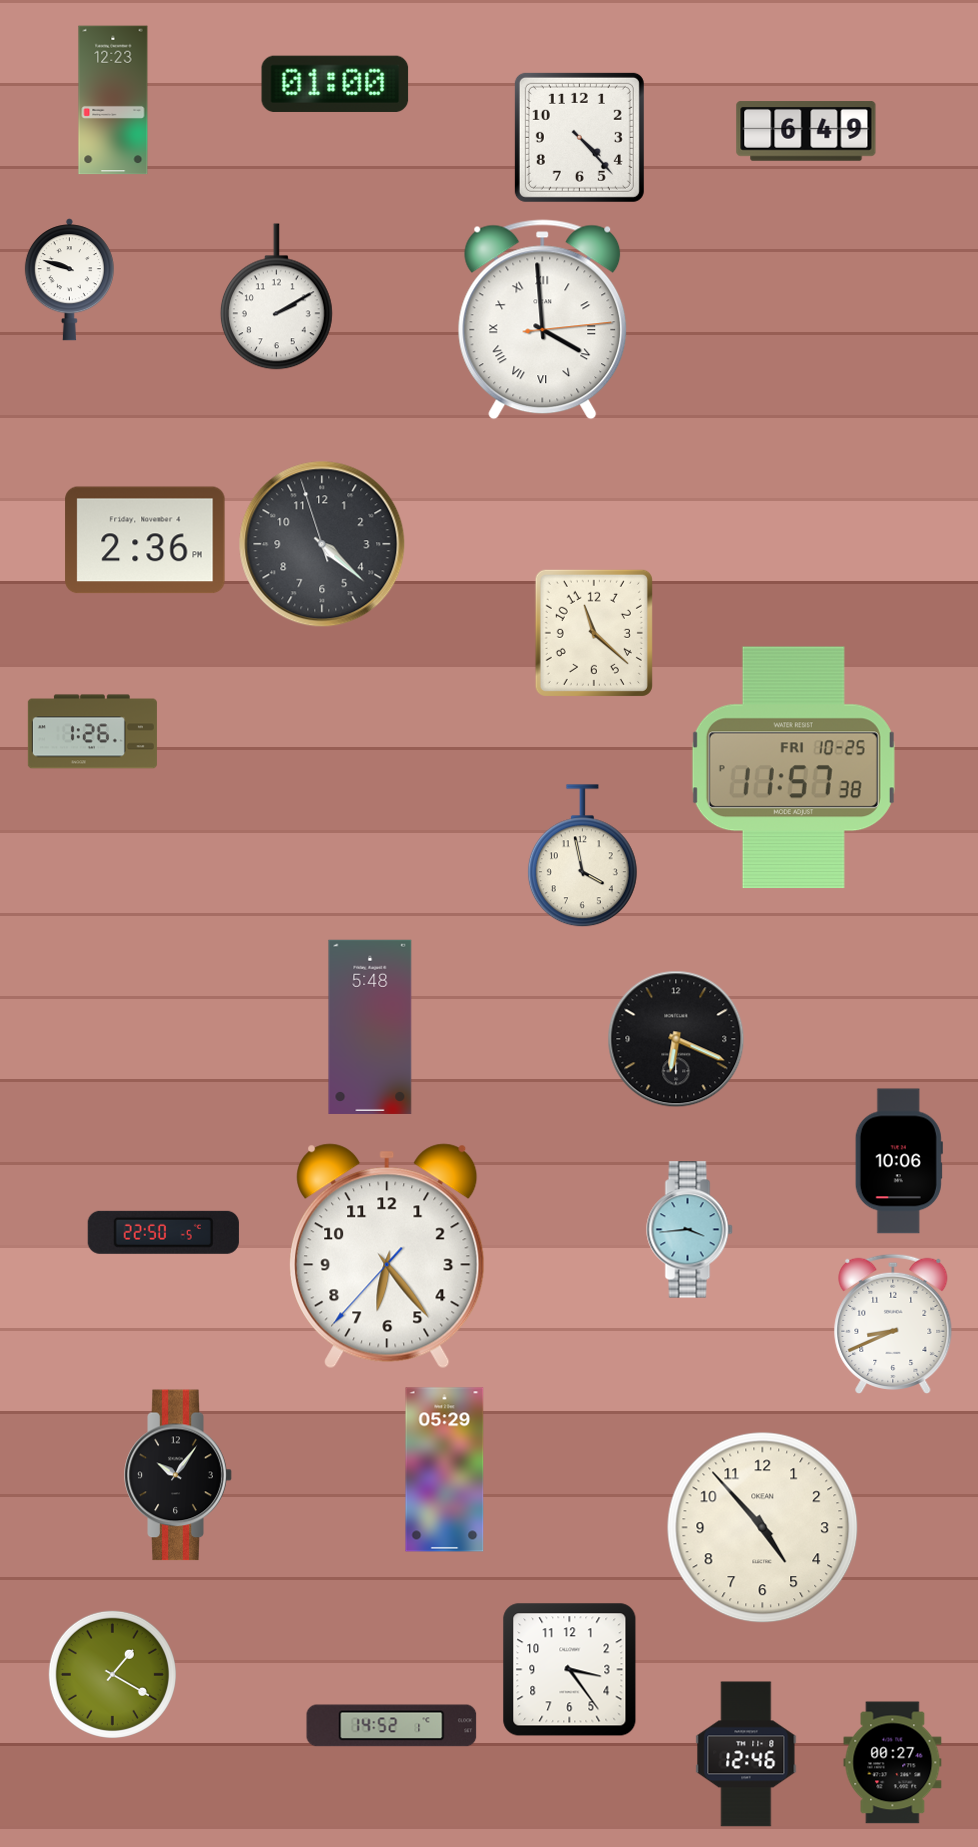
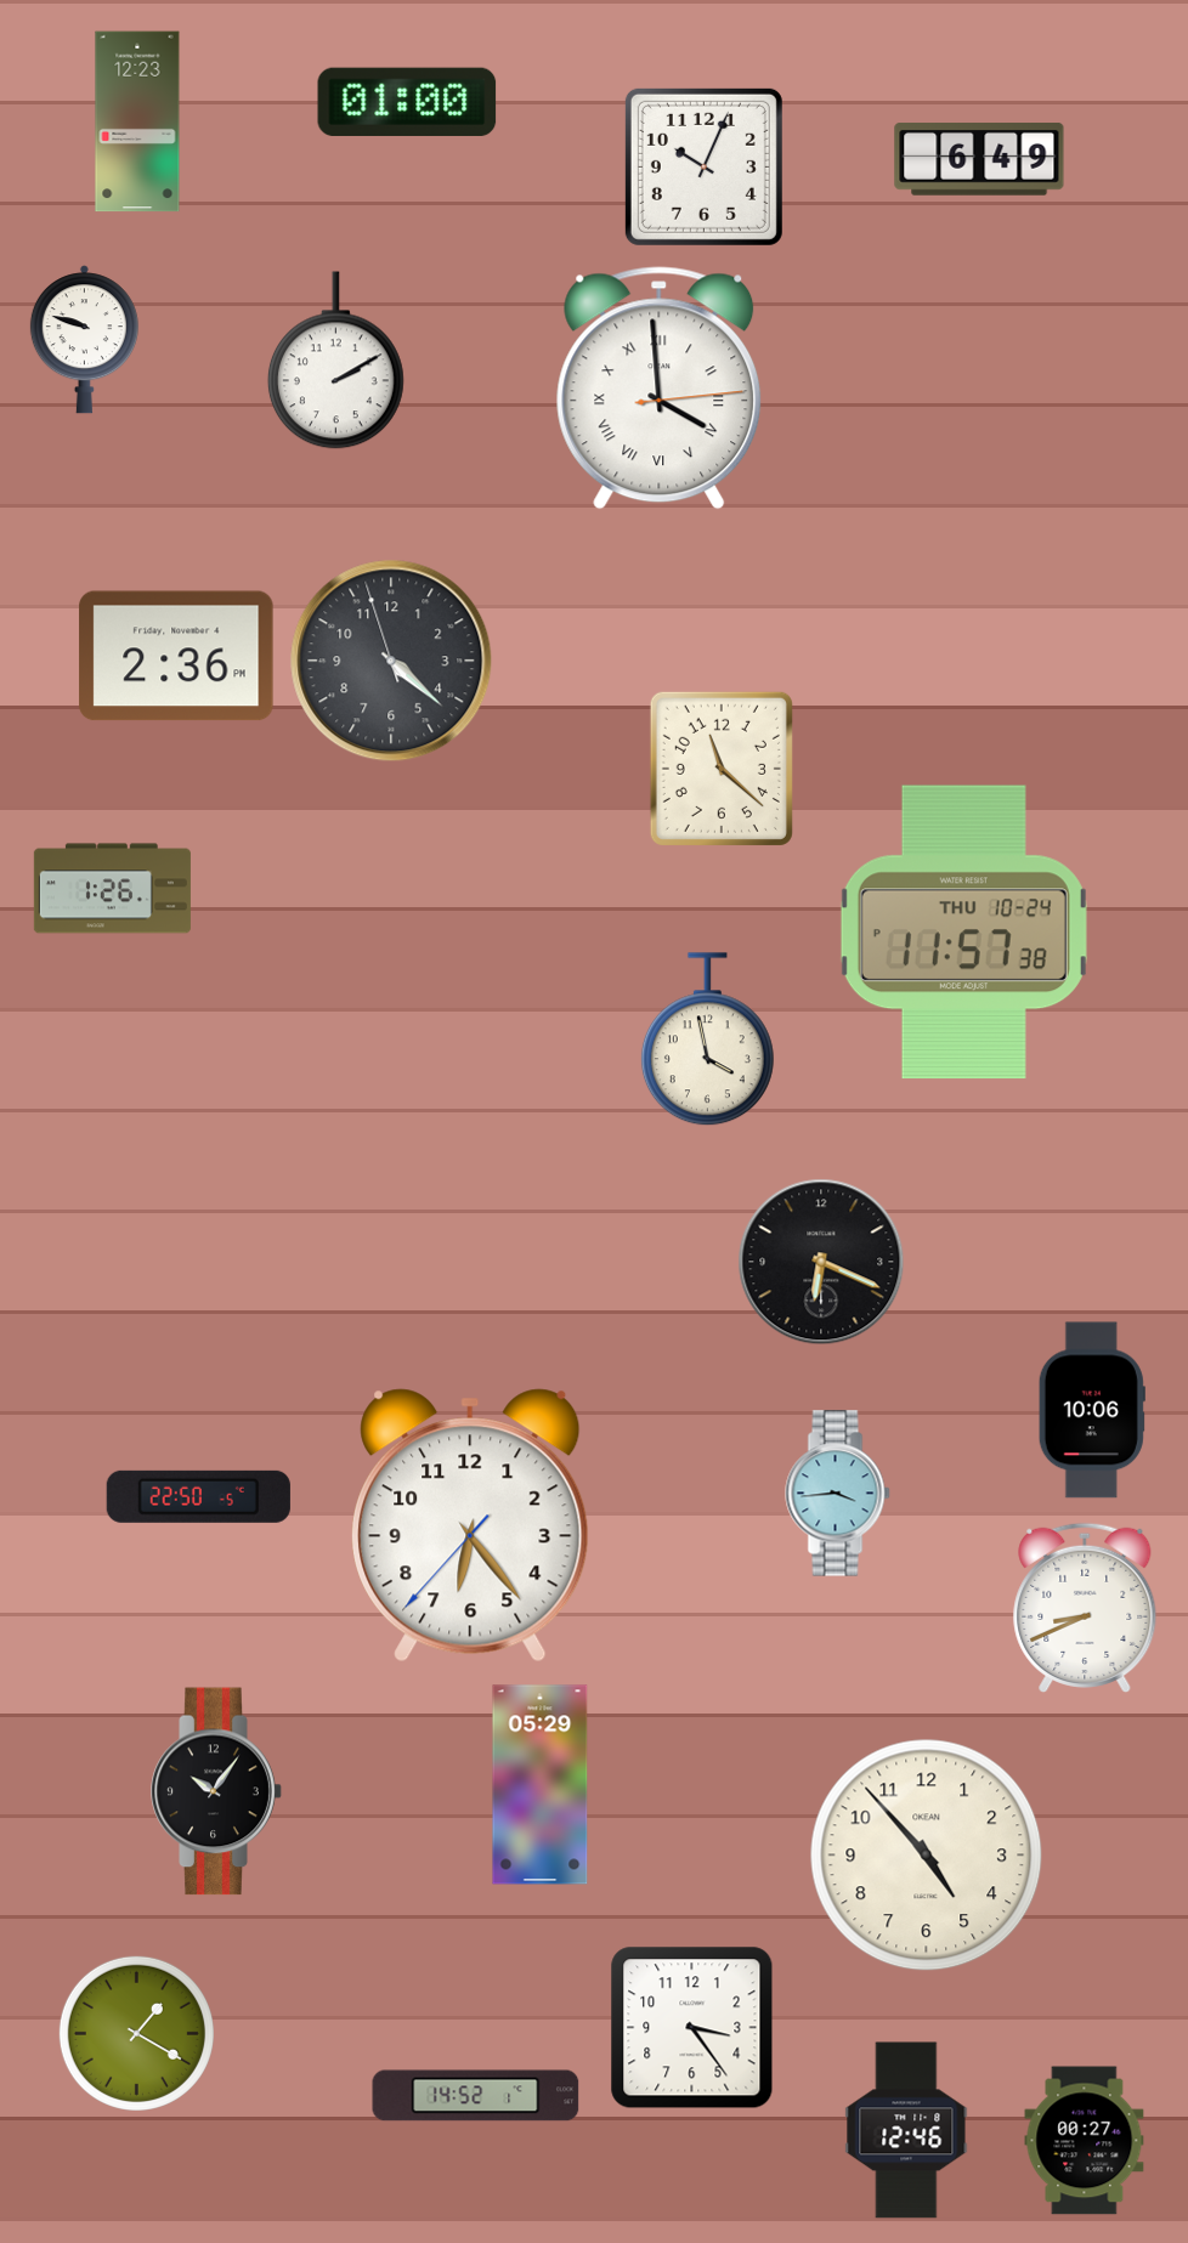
clock at (579, 137): 4:23 -> 10:04
clock at (793, 768) date: FRI 10-25 -> THU 10-24
clock at (370, 1027): 5:48 -> none
